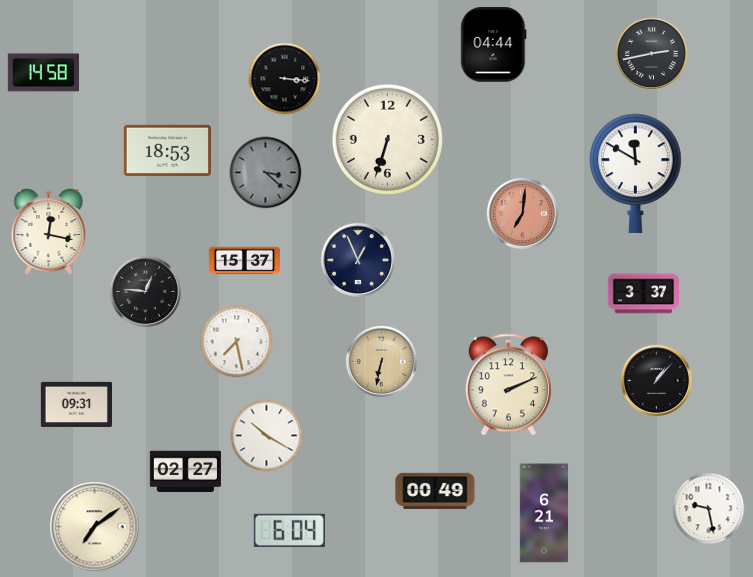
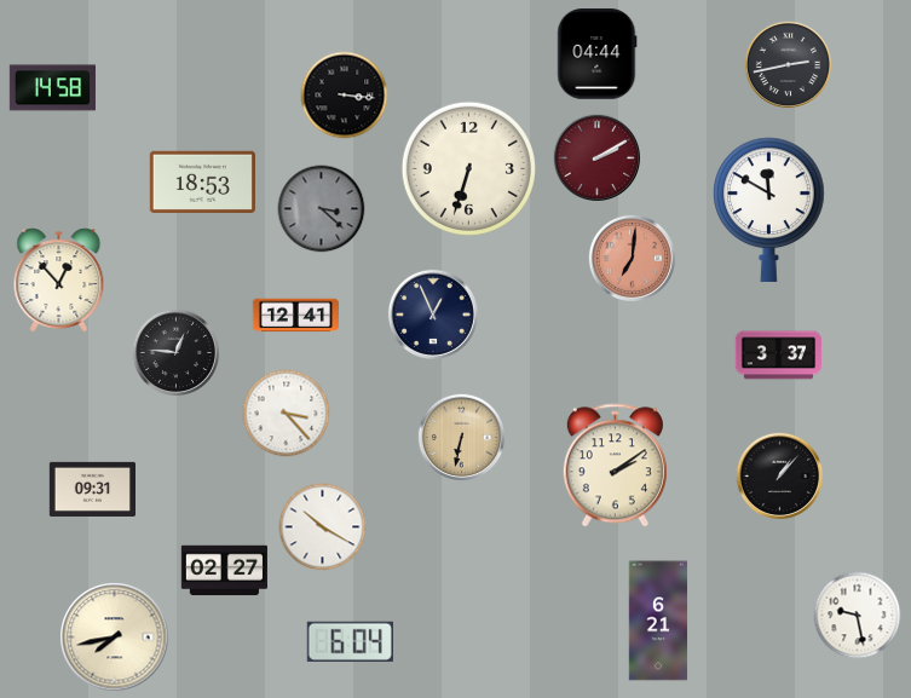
clock at (596, 157): none -> 2:10
clock at (49, 232): 12:17 -> 12:53
clock at (244, 261): 15:37 -> 12:41
clock at (237, 342): 7:28 -> 3:23
clock at (656, 380) position: (656, 380) -> (779, 475)
clock at (508, 385): 2:11 -> 2:09
clock at (435, 491): 00:49 -> none
clock at (95, 527): 7:09 -> 7:43
